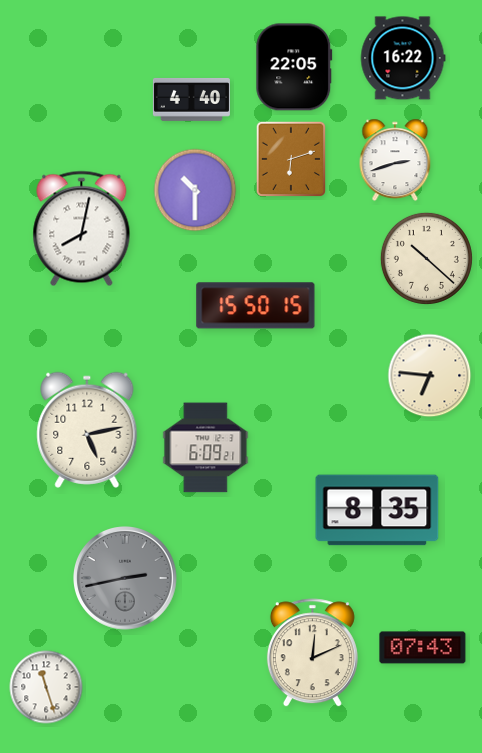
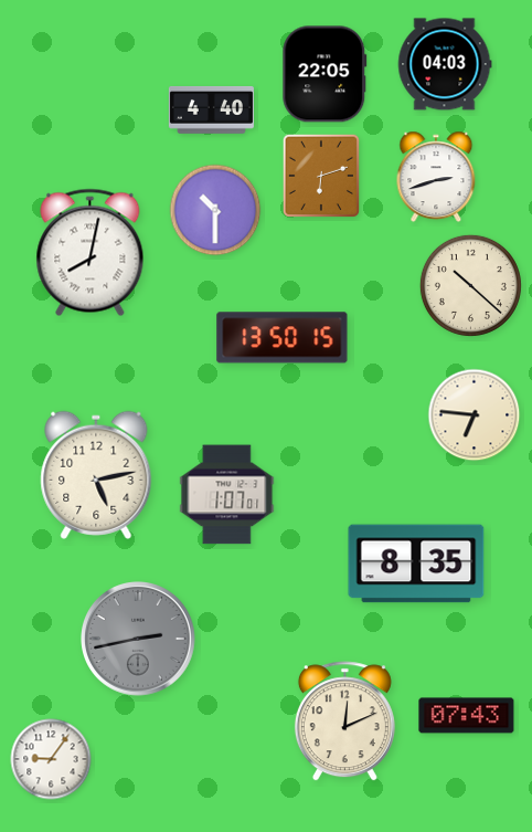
clock at (403, 58): 16:22 -> 04:03
clock at (256, 306): 15:50 -> 13:50
clock at (206, 448): 6:09 -> 1:07
clock at (46, 687): 11:27 -> 9:06
